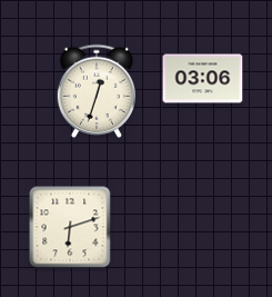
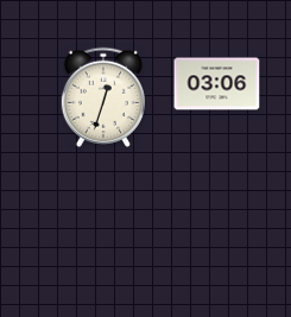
clock at (70, 227): 6:12 -> none
